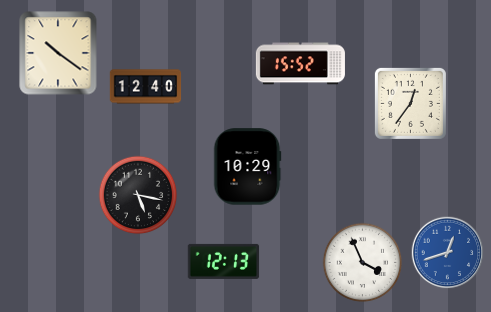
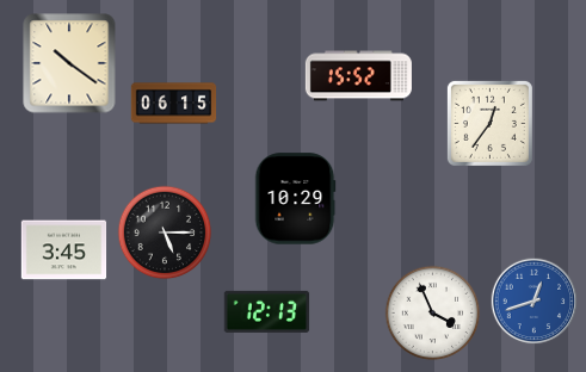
clock at (146, 87): 12:40 -> 06:15
clock at (138, 195): 5:17 -> 5:15
clock at (64, 250): none -> 3:45
